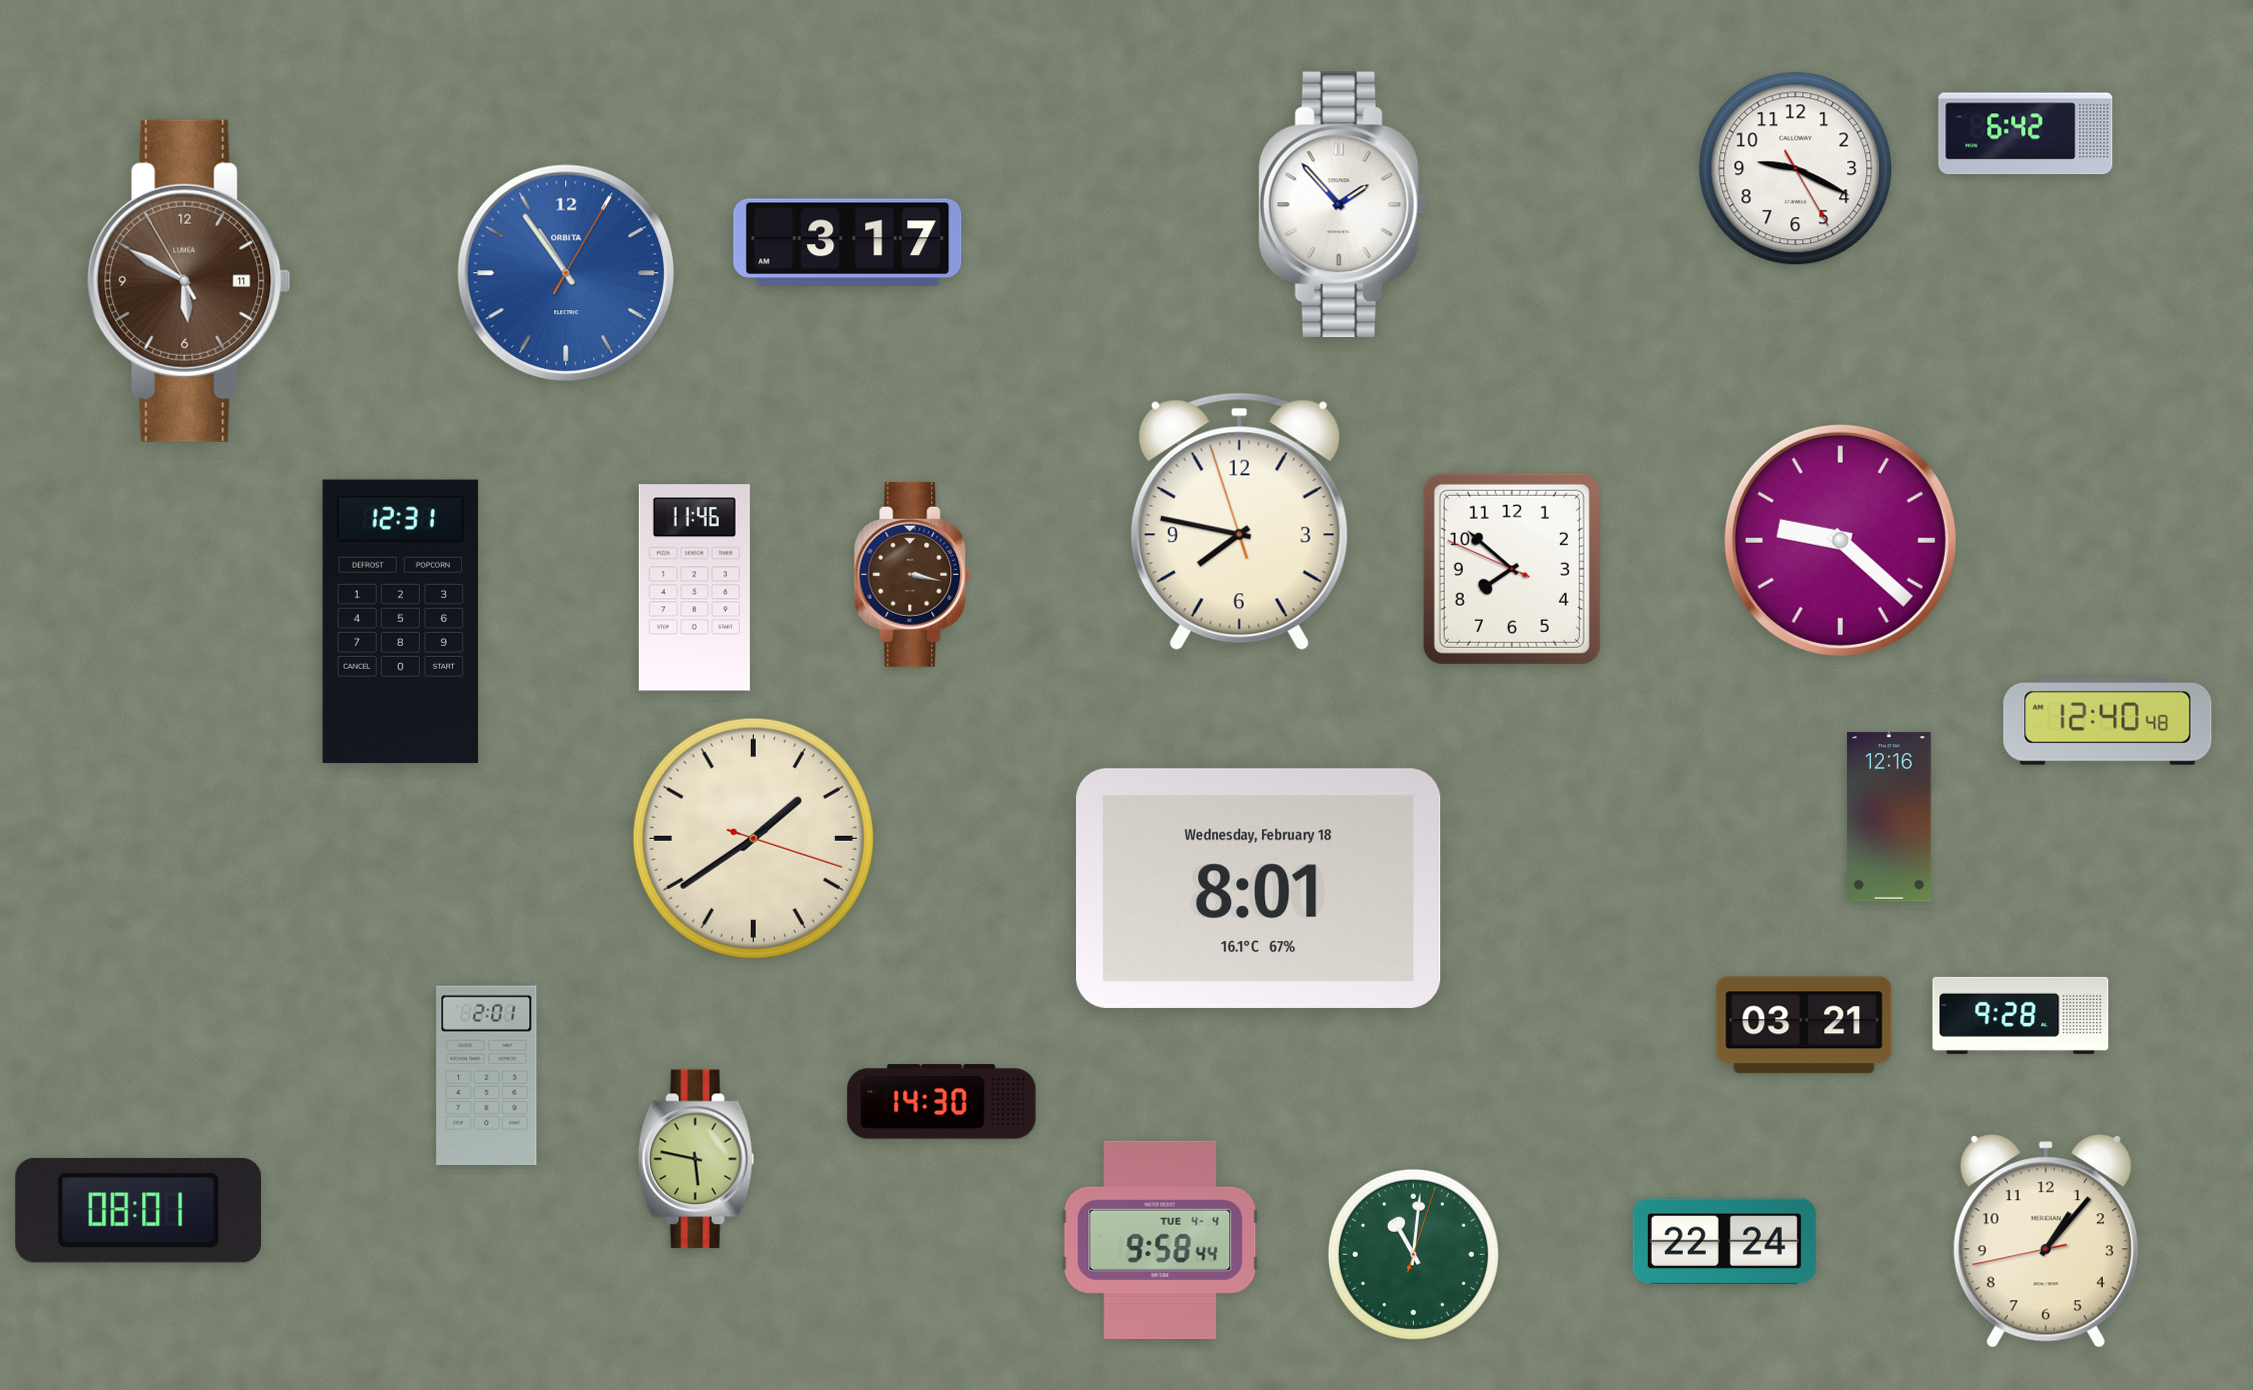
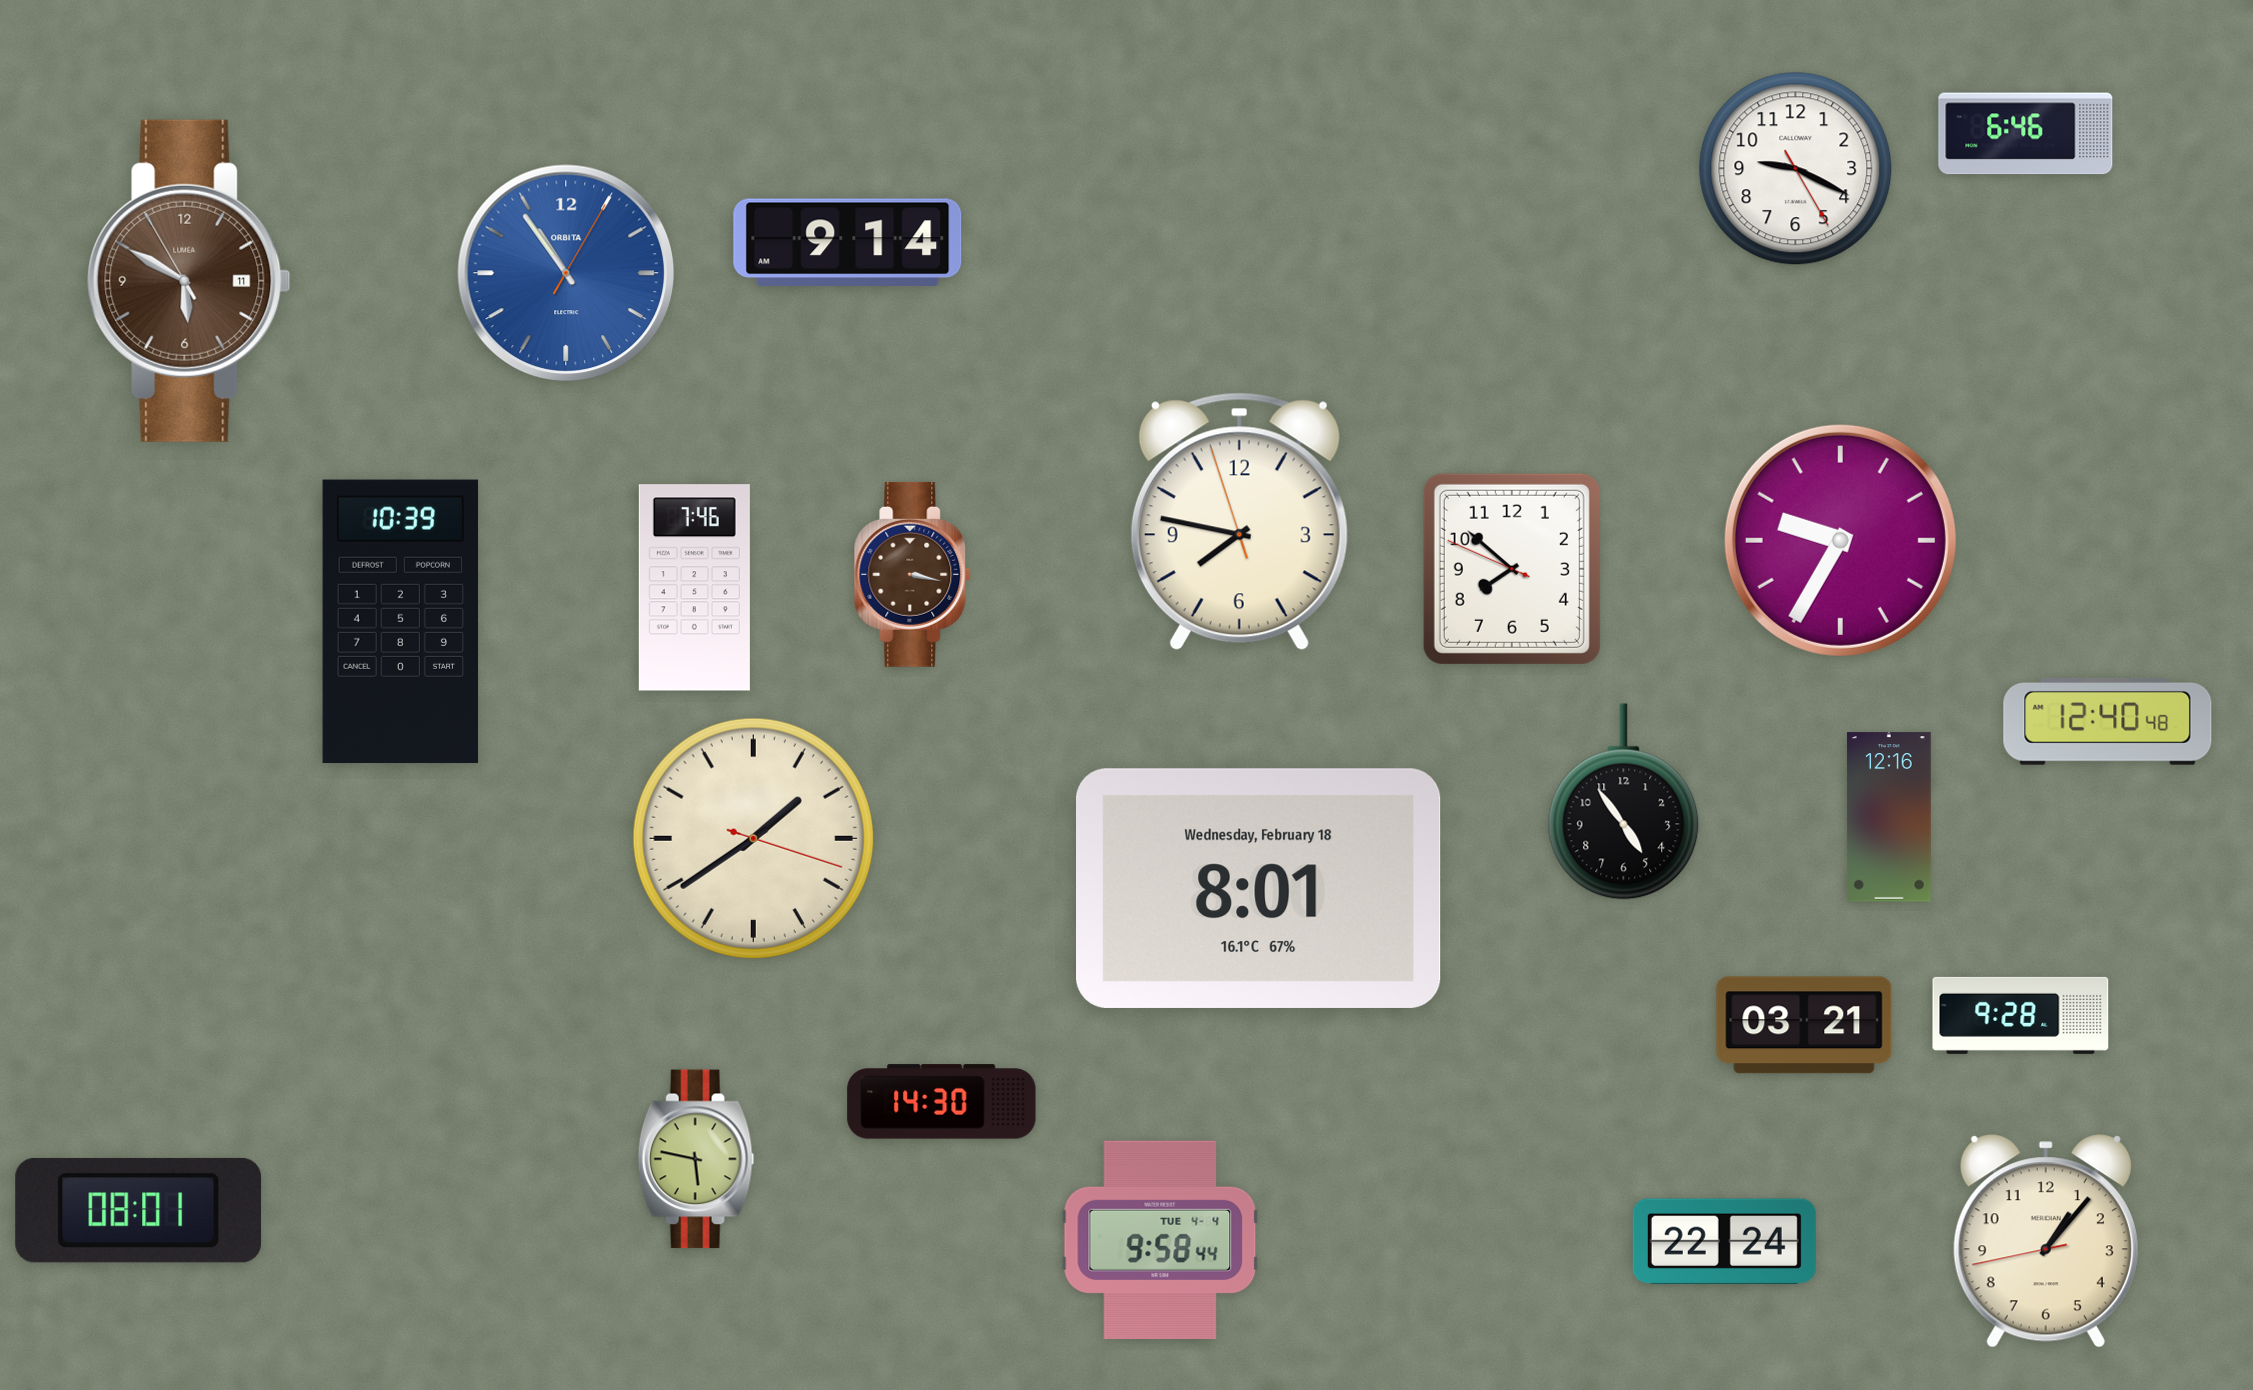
clock at (2026, 134): 6:42 -> 6:46
clock at (1342, 204): 1:53 -> none
clock at (848, 242): 3:17 -> 9:14
clock at (1840, 540): 9:22 -> 9:35
clock at (694, 588): 11:46 -> 7:46
clock at (401, 622): 12:31 -> 10:39
clock at (1624, 802): none -> 4:54
clock at (487, 1075): 2:01 -> none
clock at (1413, 1254): 11:01 -> none
